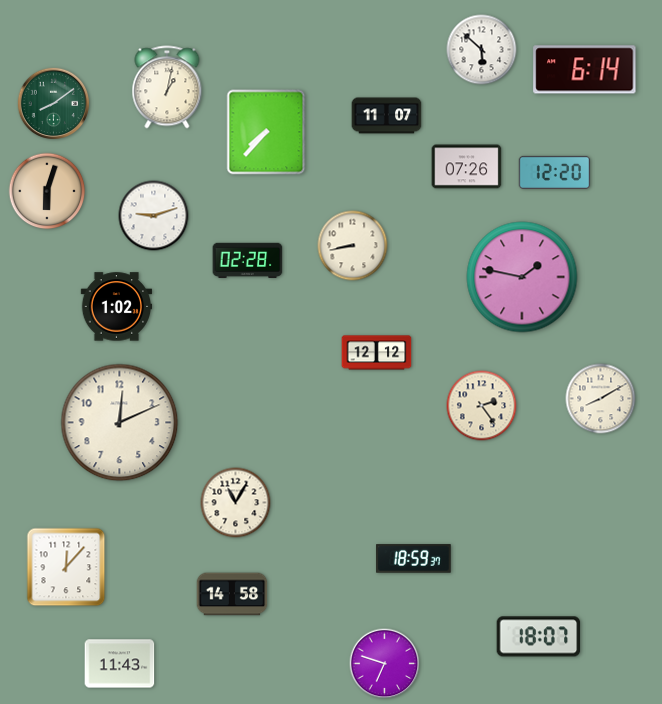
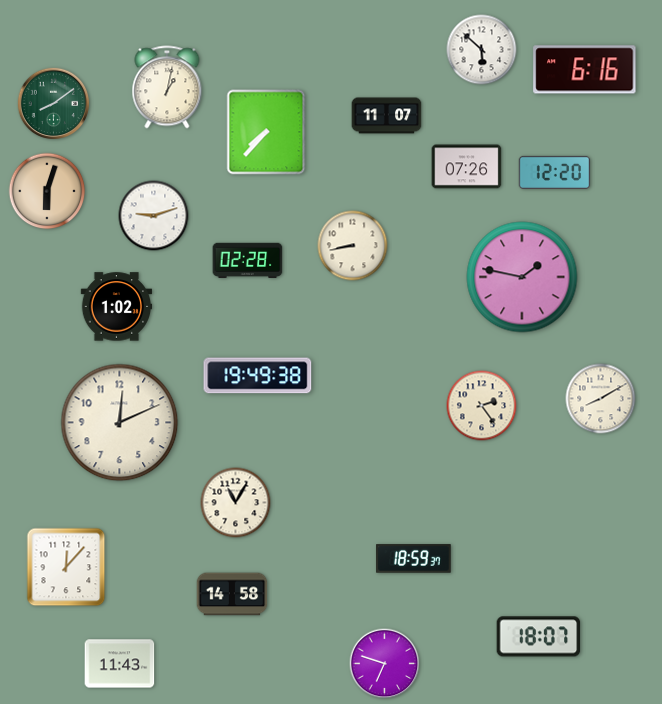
clock at (585, 70): 6:14 -> 6:16
clock at (377, 353): 12:12 -> none
clock at (258, 376): none -> 19:49
